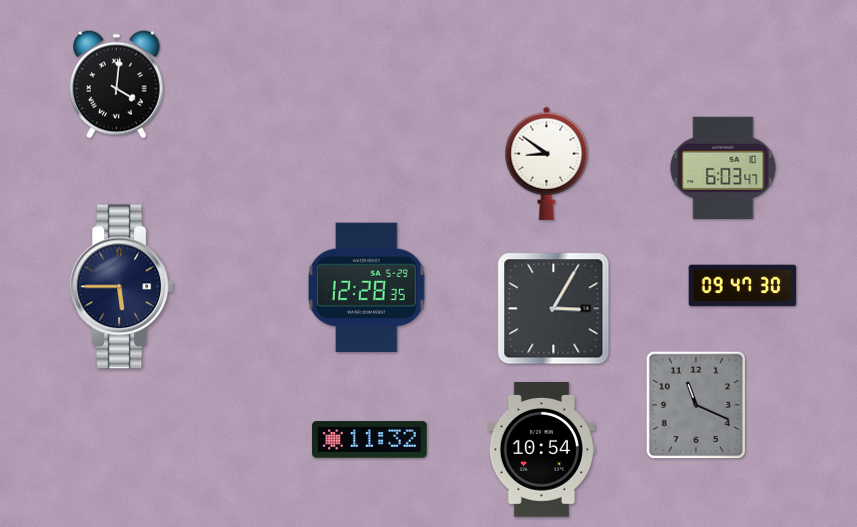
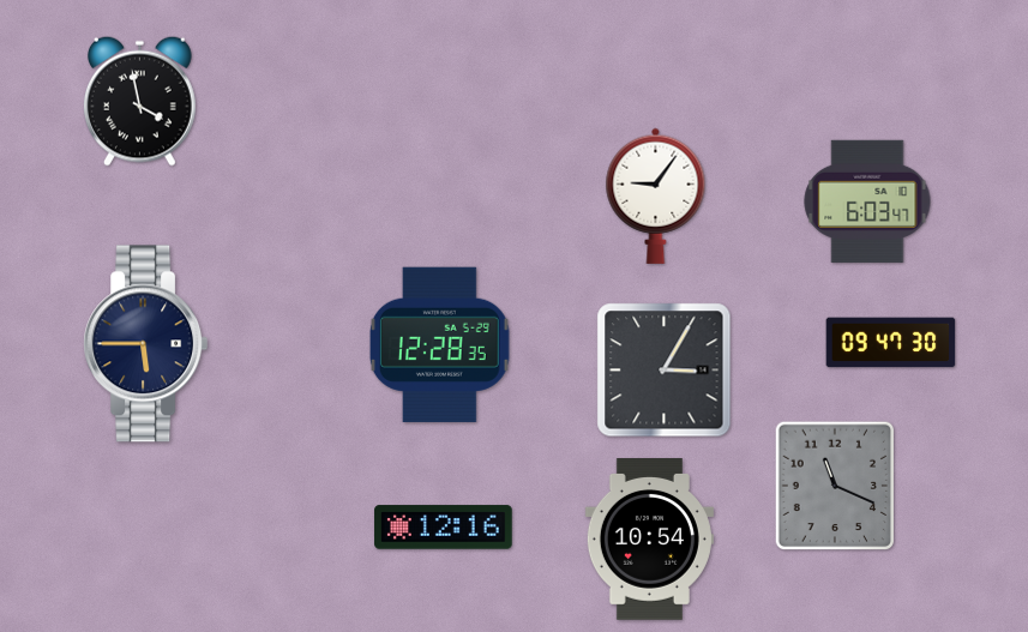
clock at (116, 84): 4:01 -> 3:58
clock at (547, 163): 8:51 -> 9:06
clock at (370, 440): 11:32 -> 12:16
